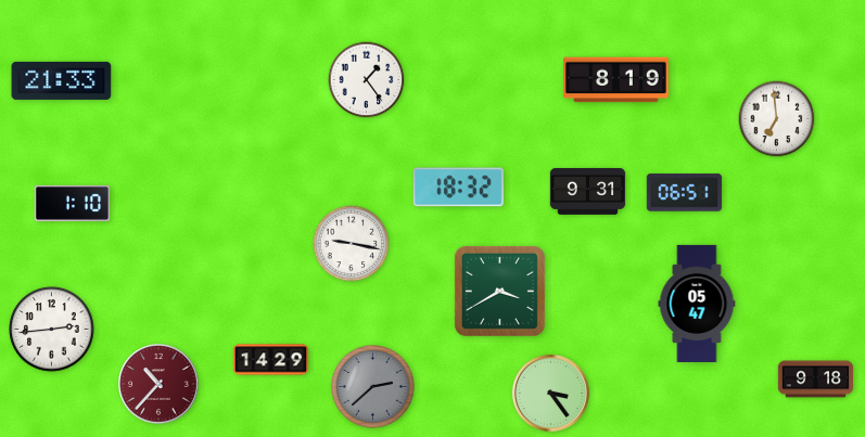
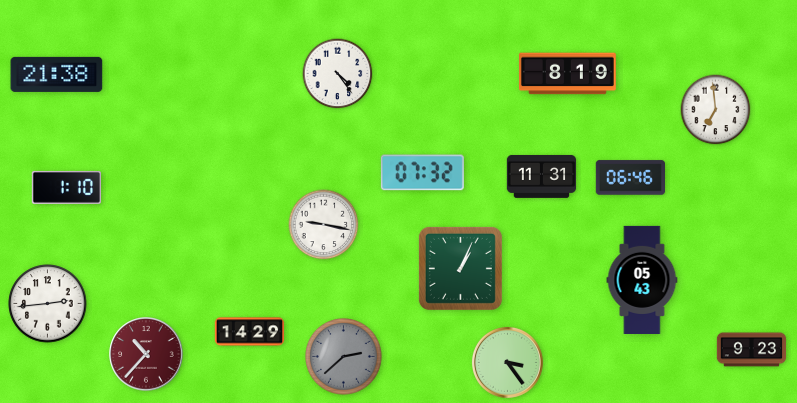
clock at (62, 80): 21:33 -> 21:38
clock at (367, 80): 1:24 -> 4:24
clock at (458, 188): 18:32 -> 07:32
clock at (588, 192): 9:31 -> 11:31
clock at (684, 193): 06:51 -> 06:46
clock at (499, 291): 3:40 -> 1:04
clock at (697, 304): 05:47 -> 05:43
clock at (816, 380): 9:18 -> 9:23
